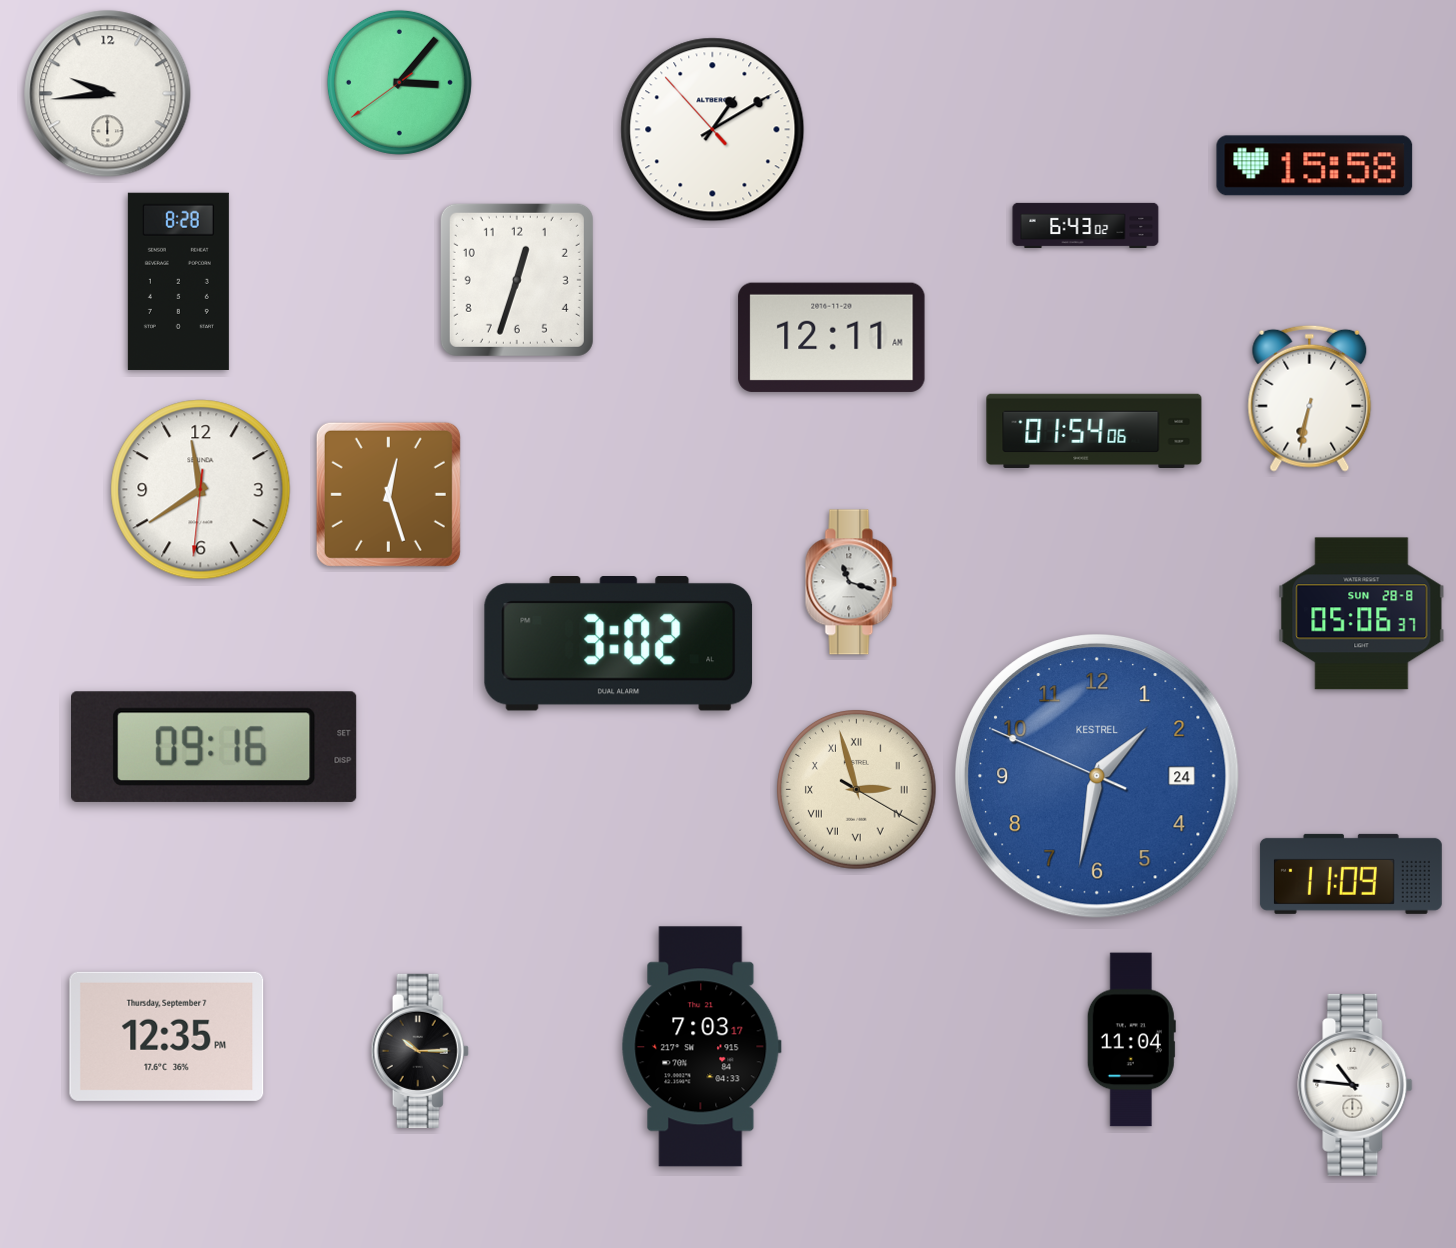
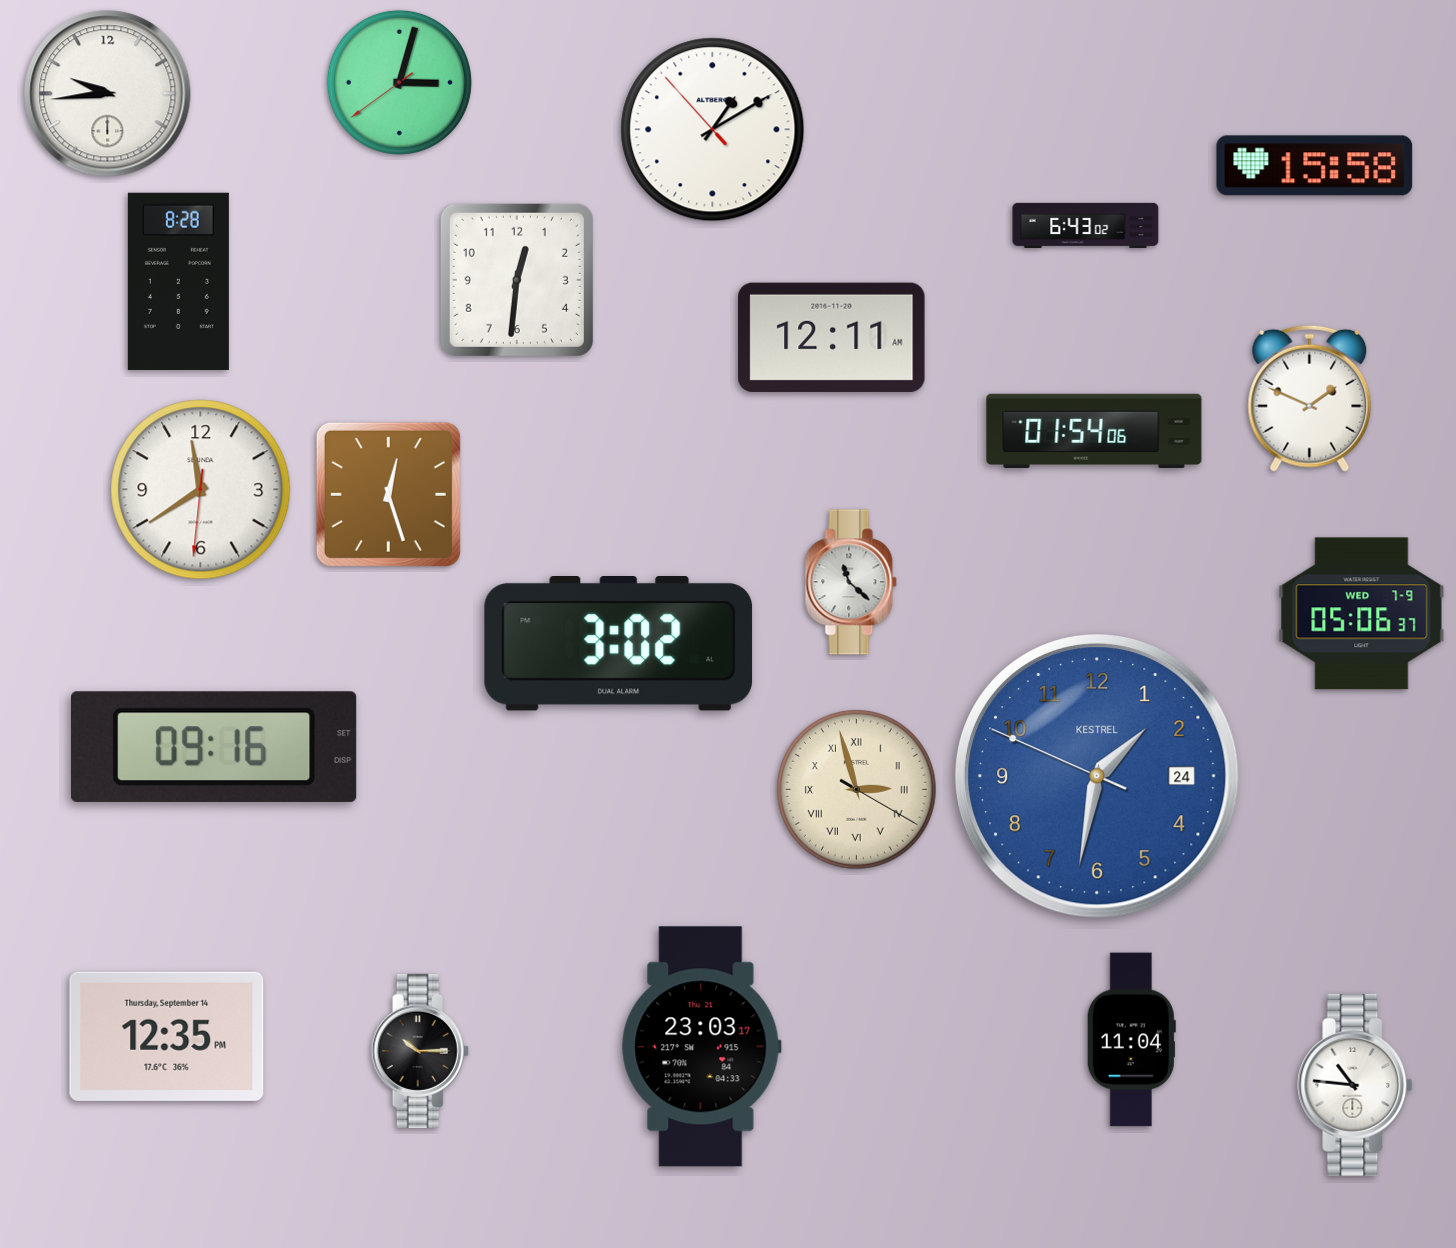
clock at (399, 82): 3:06 -> 3:02
clock at (517, 280): 12:33 -> 12:31
clock at (1310, 398): 6:32 -> 1:49
clock at (851, 582): 11:18 -> 11:22
clock at (1362, 614) date: SUN 28-8 -> WED 7-9
clock at (1351, 874): 11:09 -> none
clock at (167, 1036) date: Thursday, September 7 -> Thursday, September 14
clock at (701, 1047): 7:03 -> 23:03
